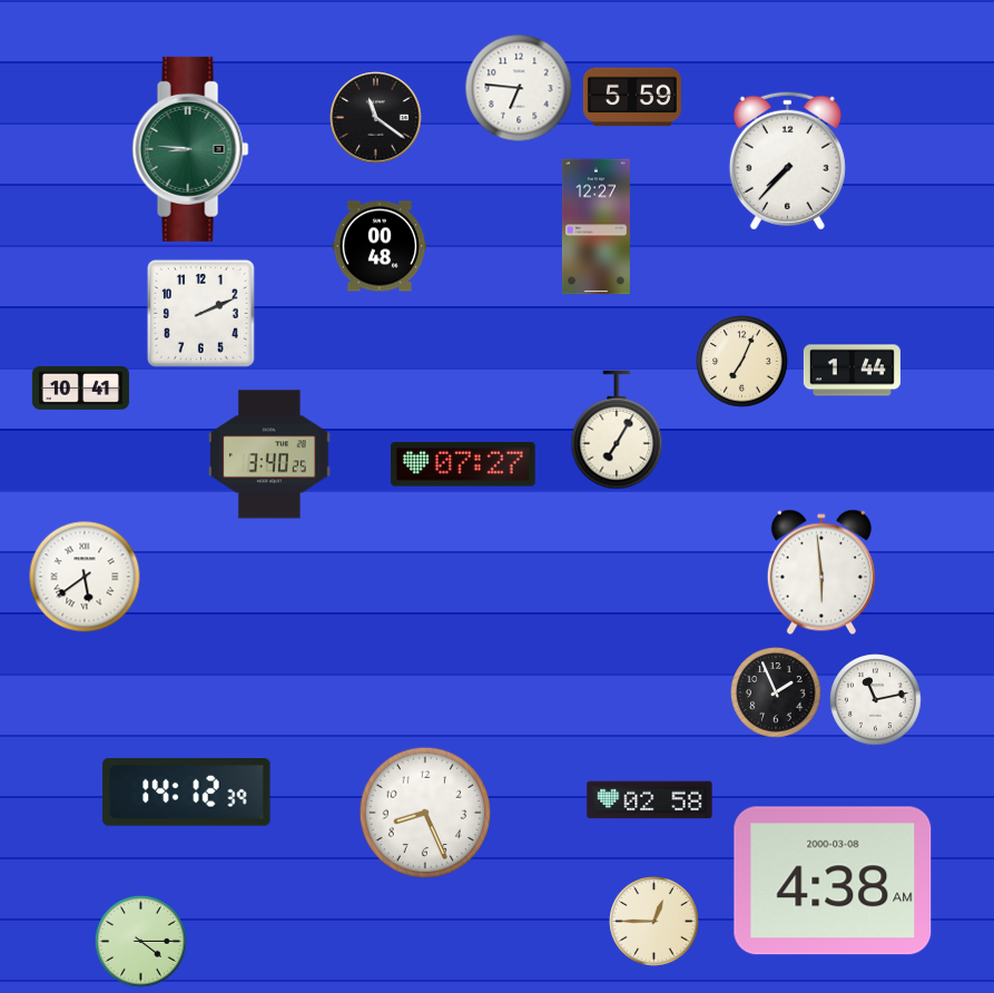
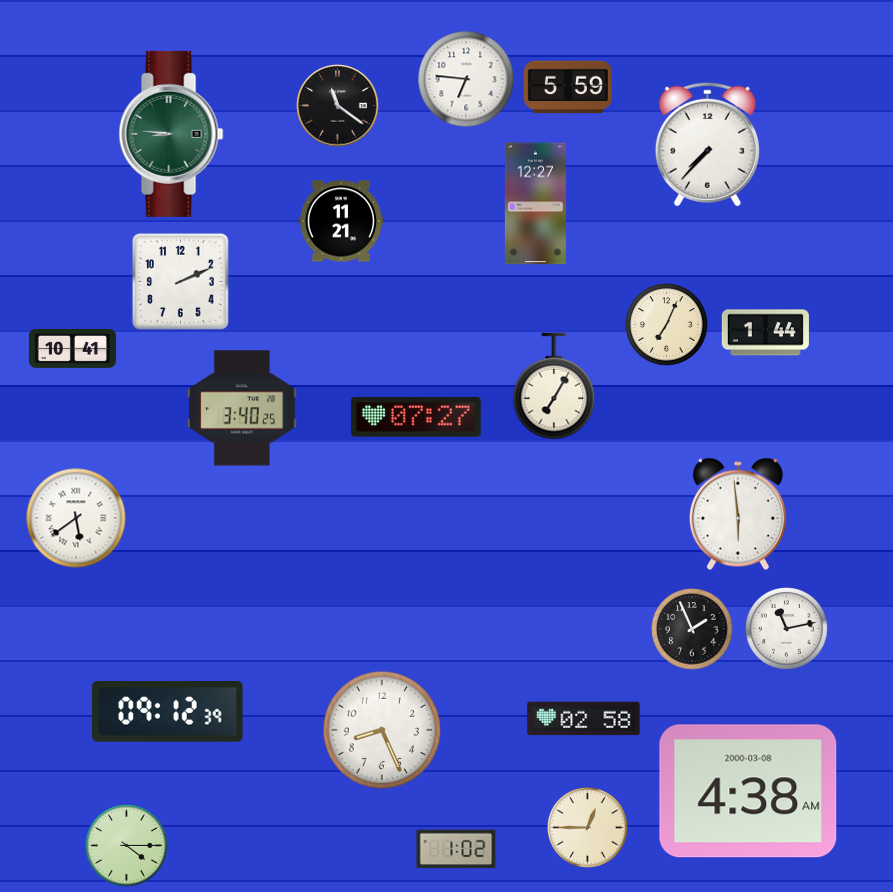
clock at (380, 246): 00:48 -> 11:21
clock at (776, 692) position: (776, 692) -> (692, 629)
clock at (187, 793): 14:12 -> 09:12
clock at (456, 849): none -> 1:02
